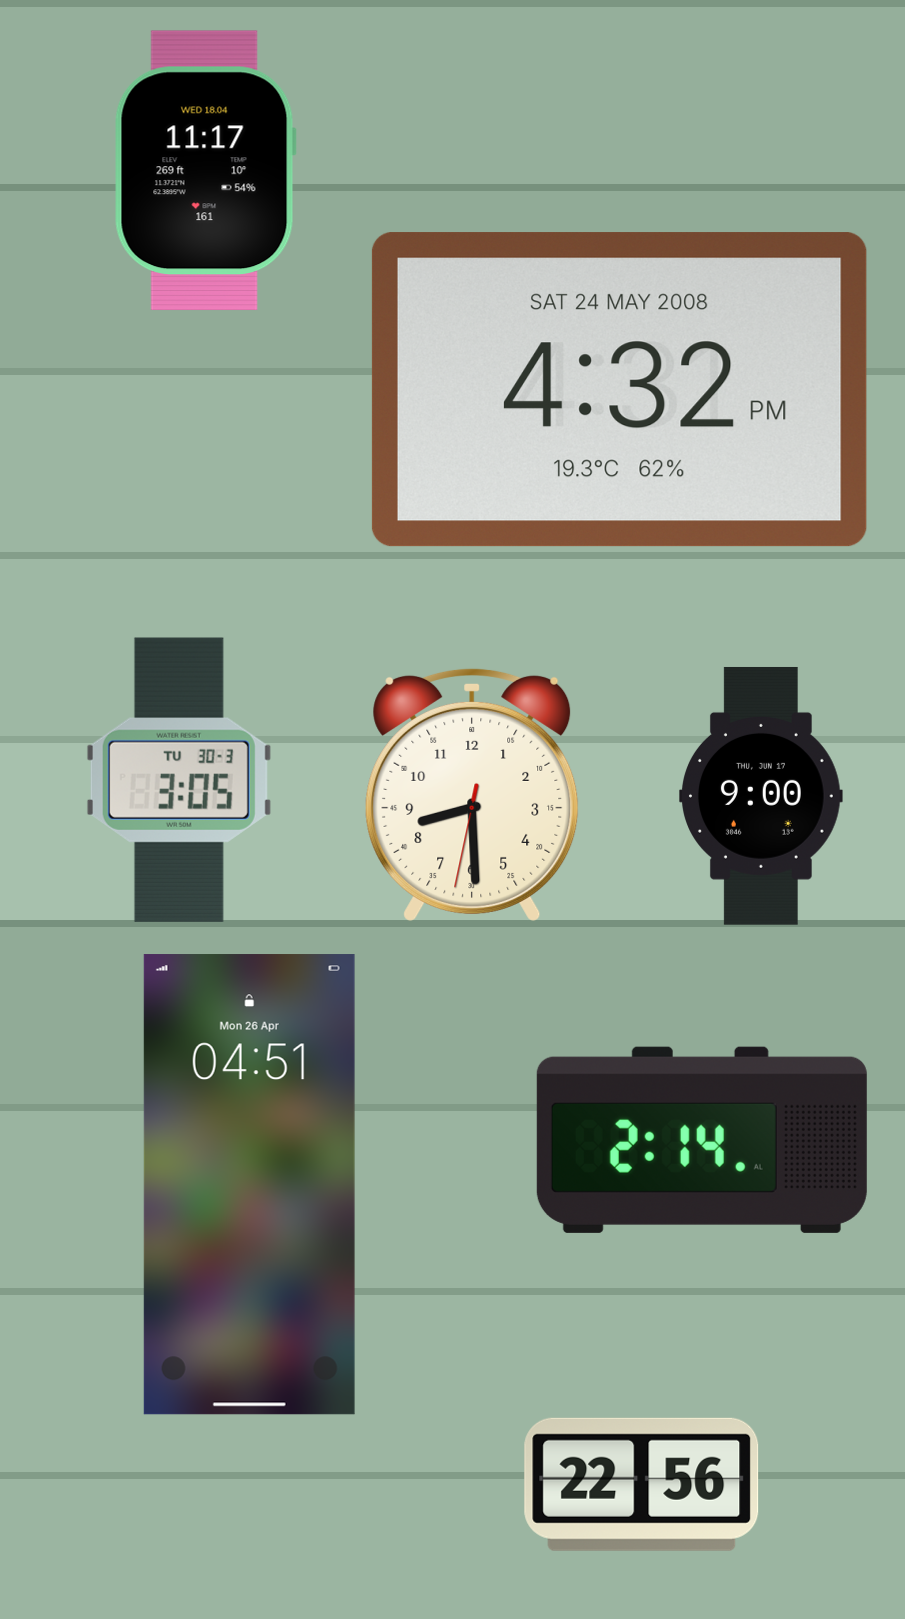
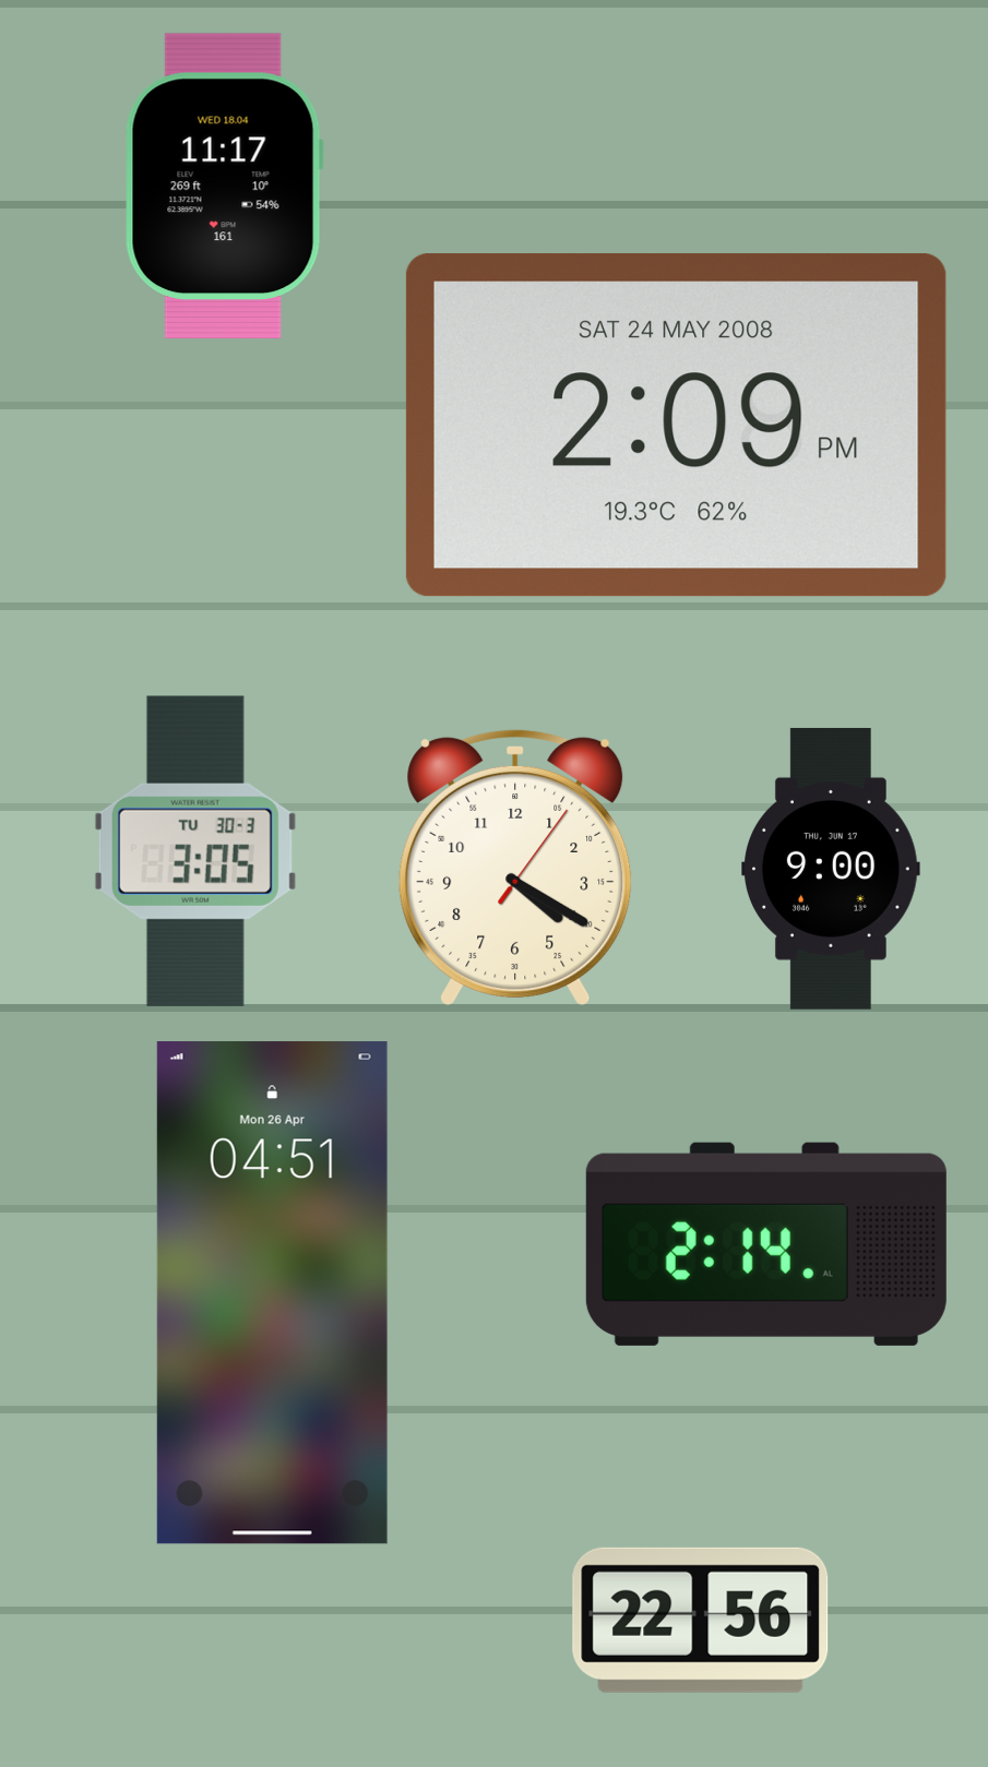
clock at (619, 390): 4:32 -> 2:09
clock at (472, 794): 8:29 -> 4:20
